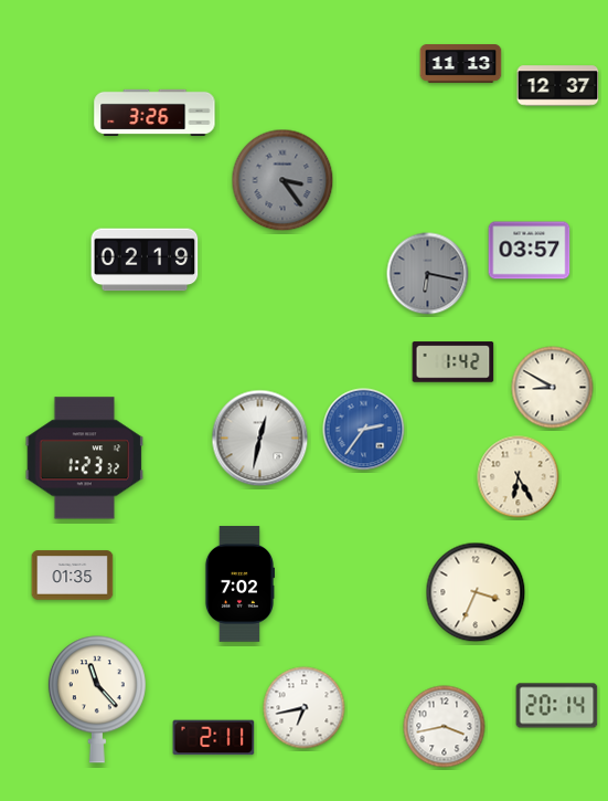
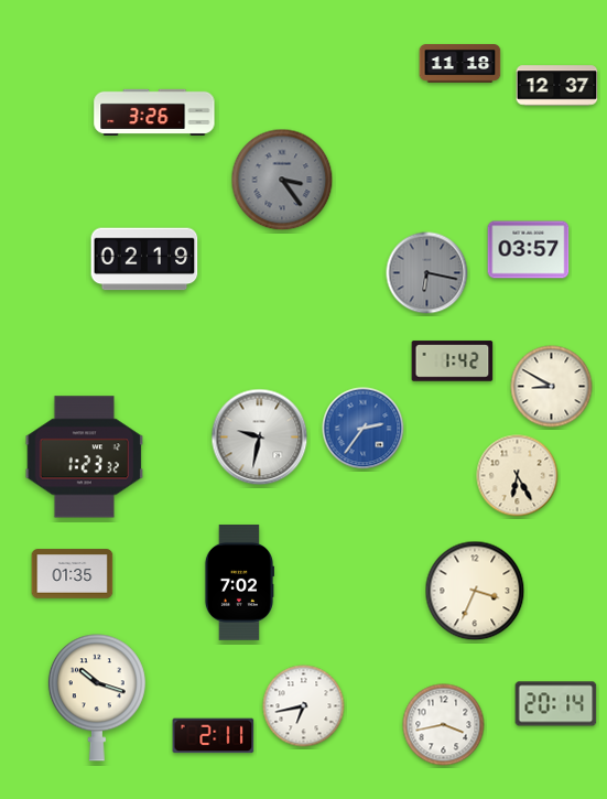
clock at (461, 64): 11:13 -> 11:18
clock at (260, 439): 12:32 -> 9:32
clock at (97, 699): 11:23 -> 10:18
